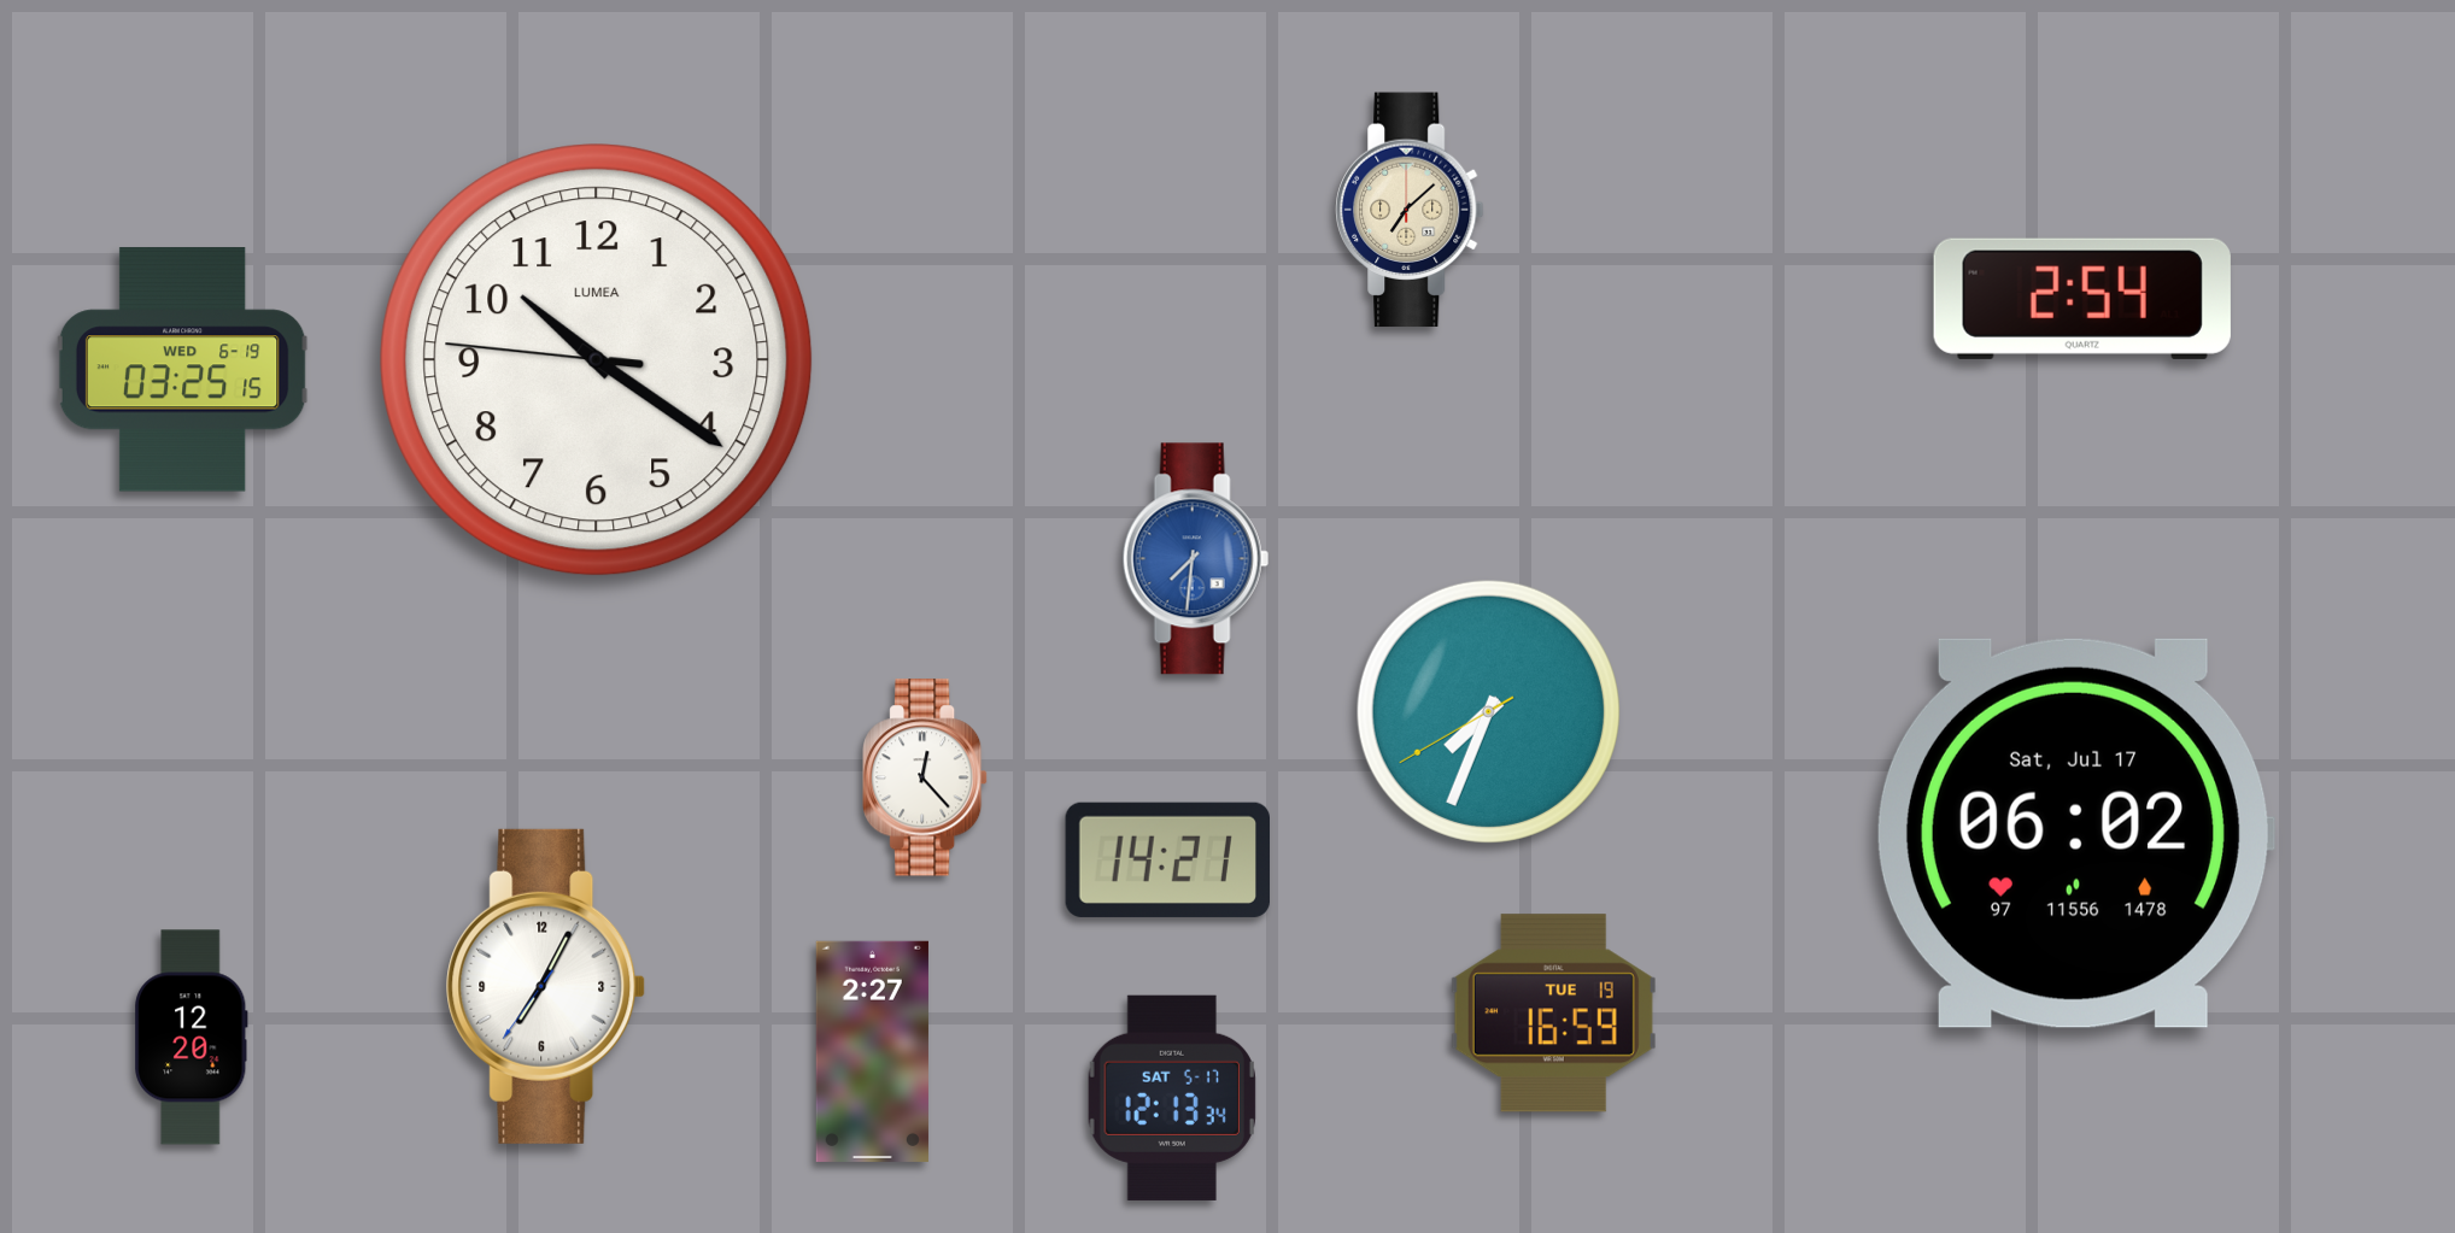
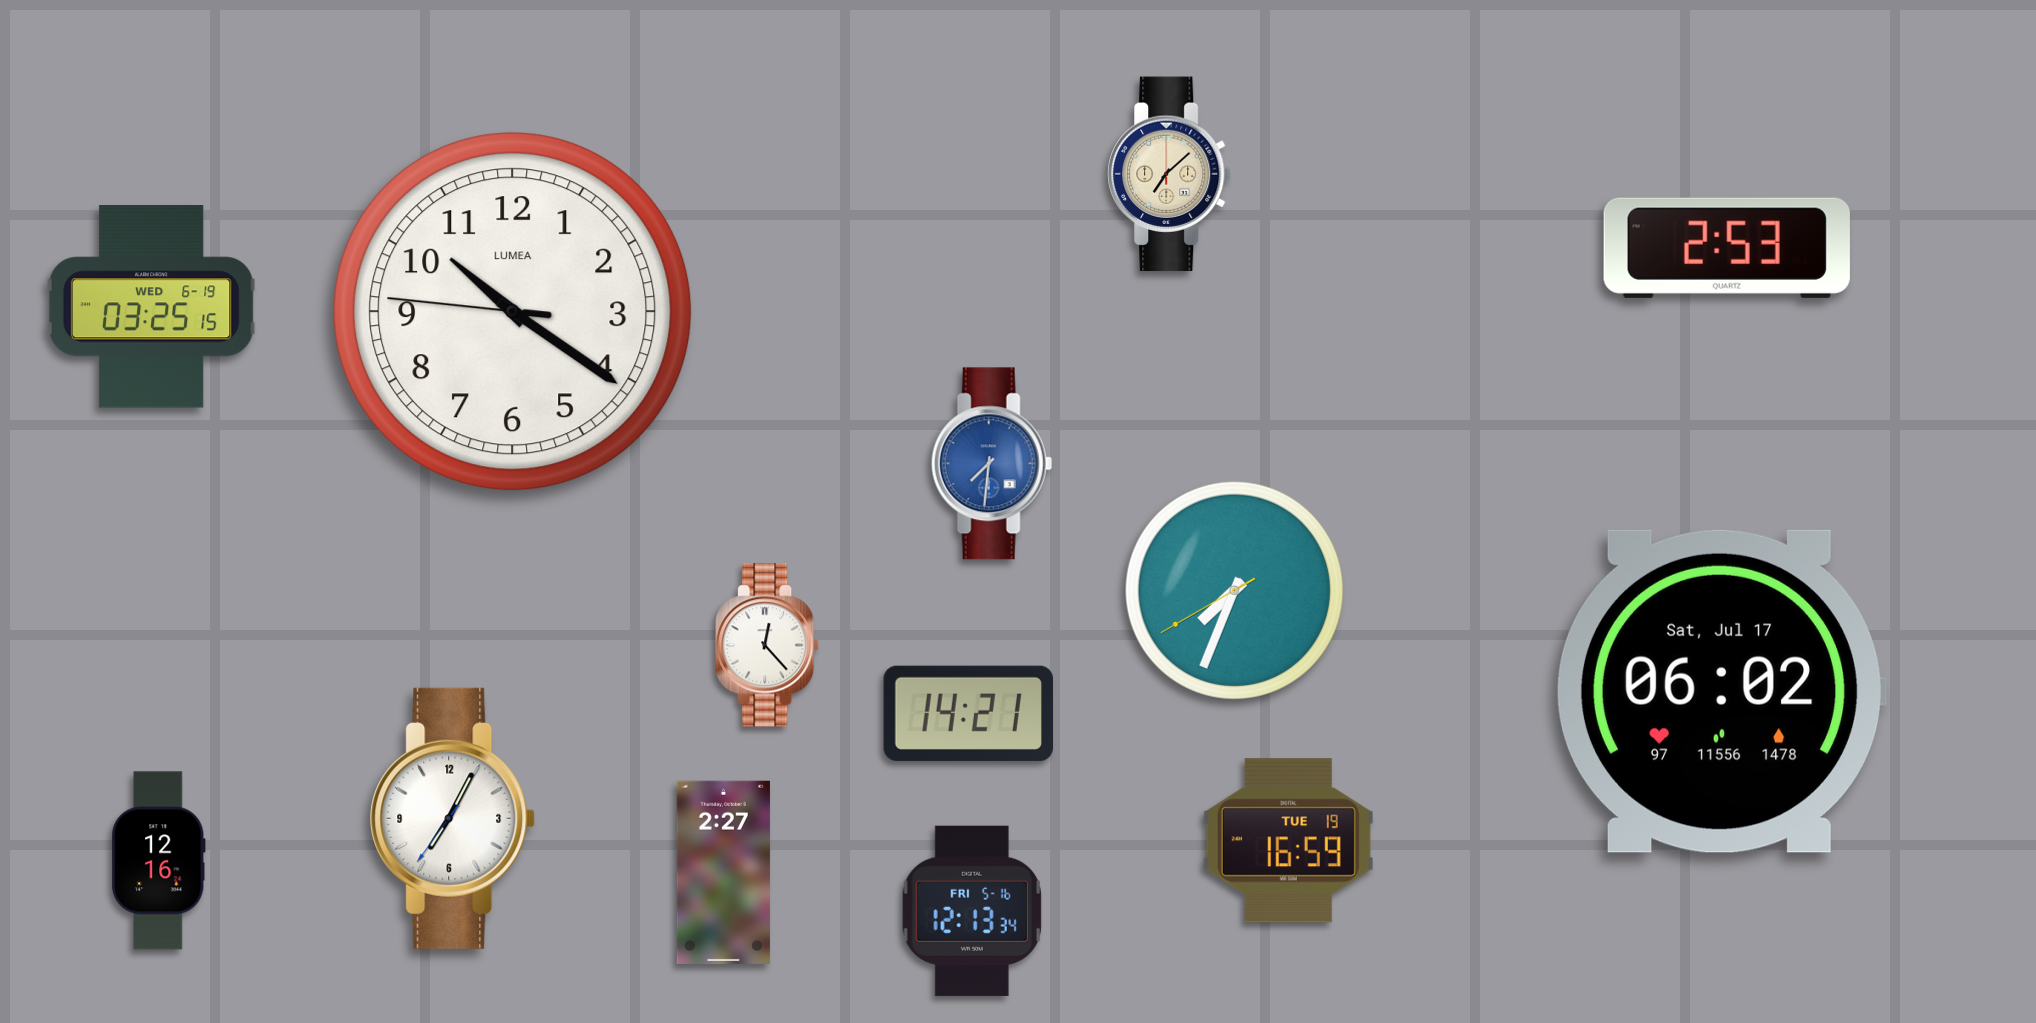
clock at (2082, 299): 2:54 -> 2:53
clock at (597, 360) position: (597, 360) -> (513, 312)
clock at (192, 1038): 12:20 -> 12:16
clock at (1172, 1098) date: SAT 5-17 -> FRI 5-16
